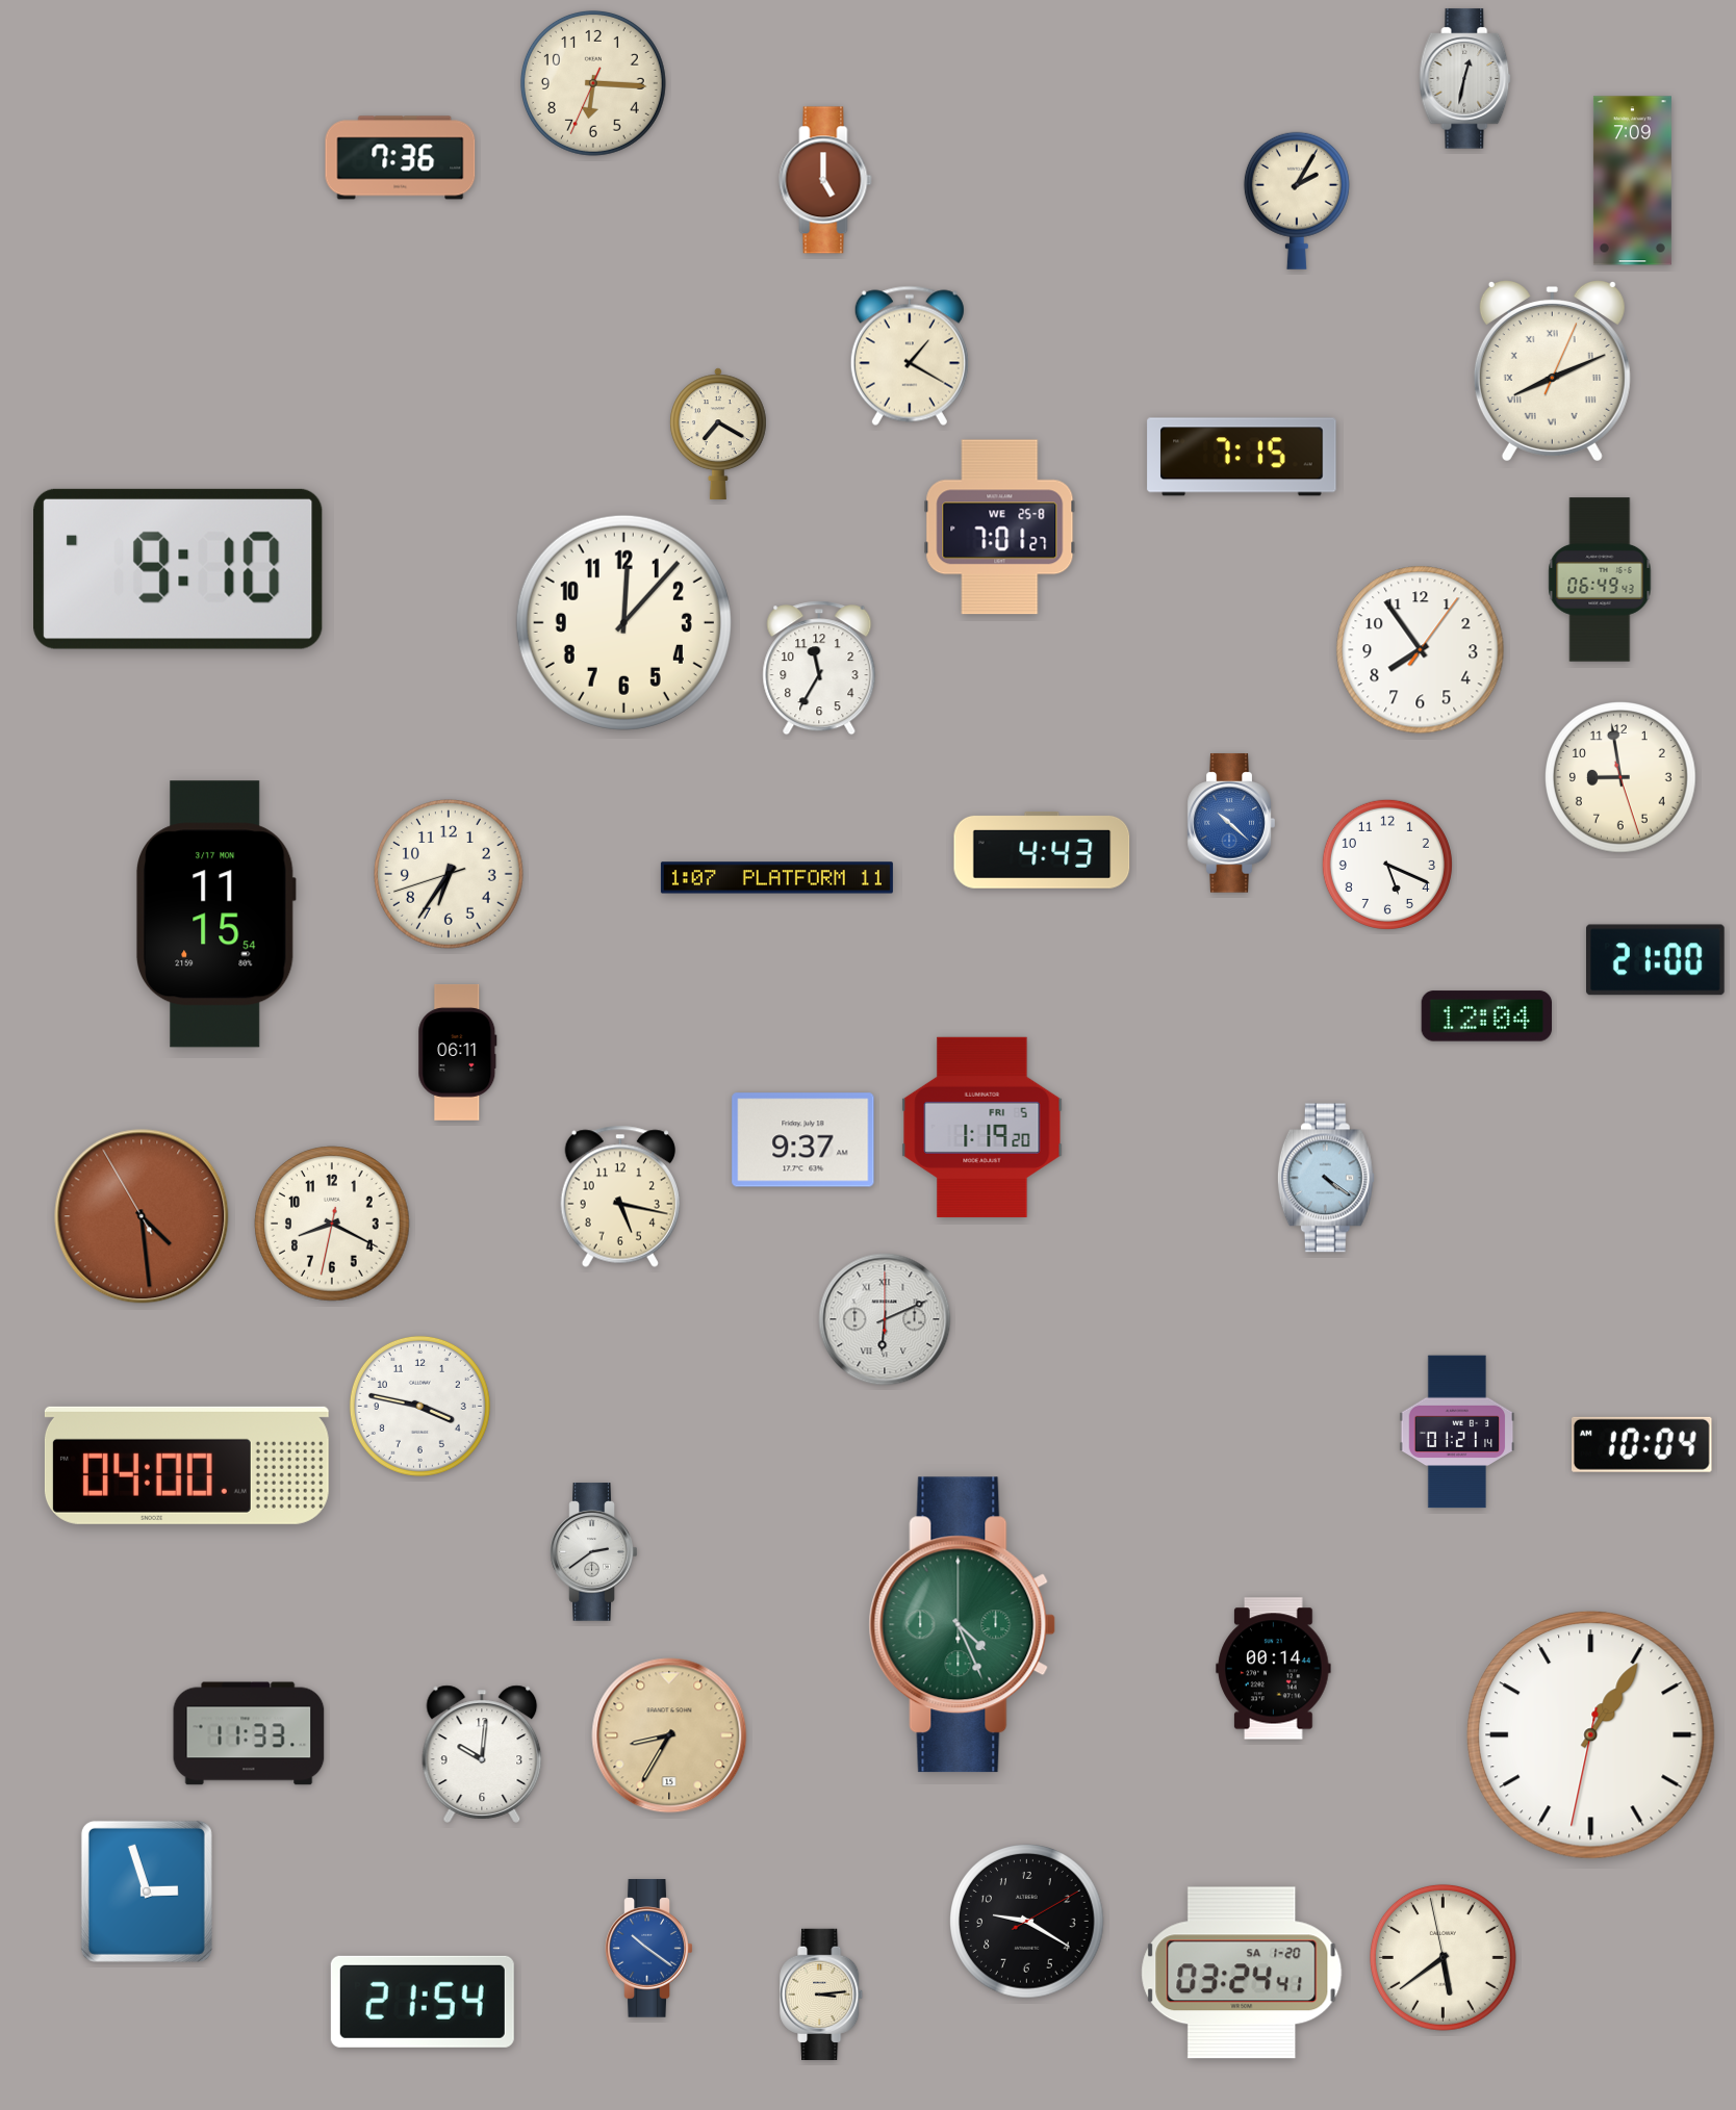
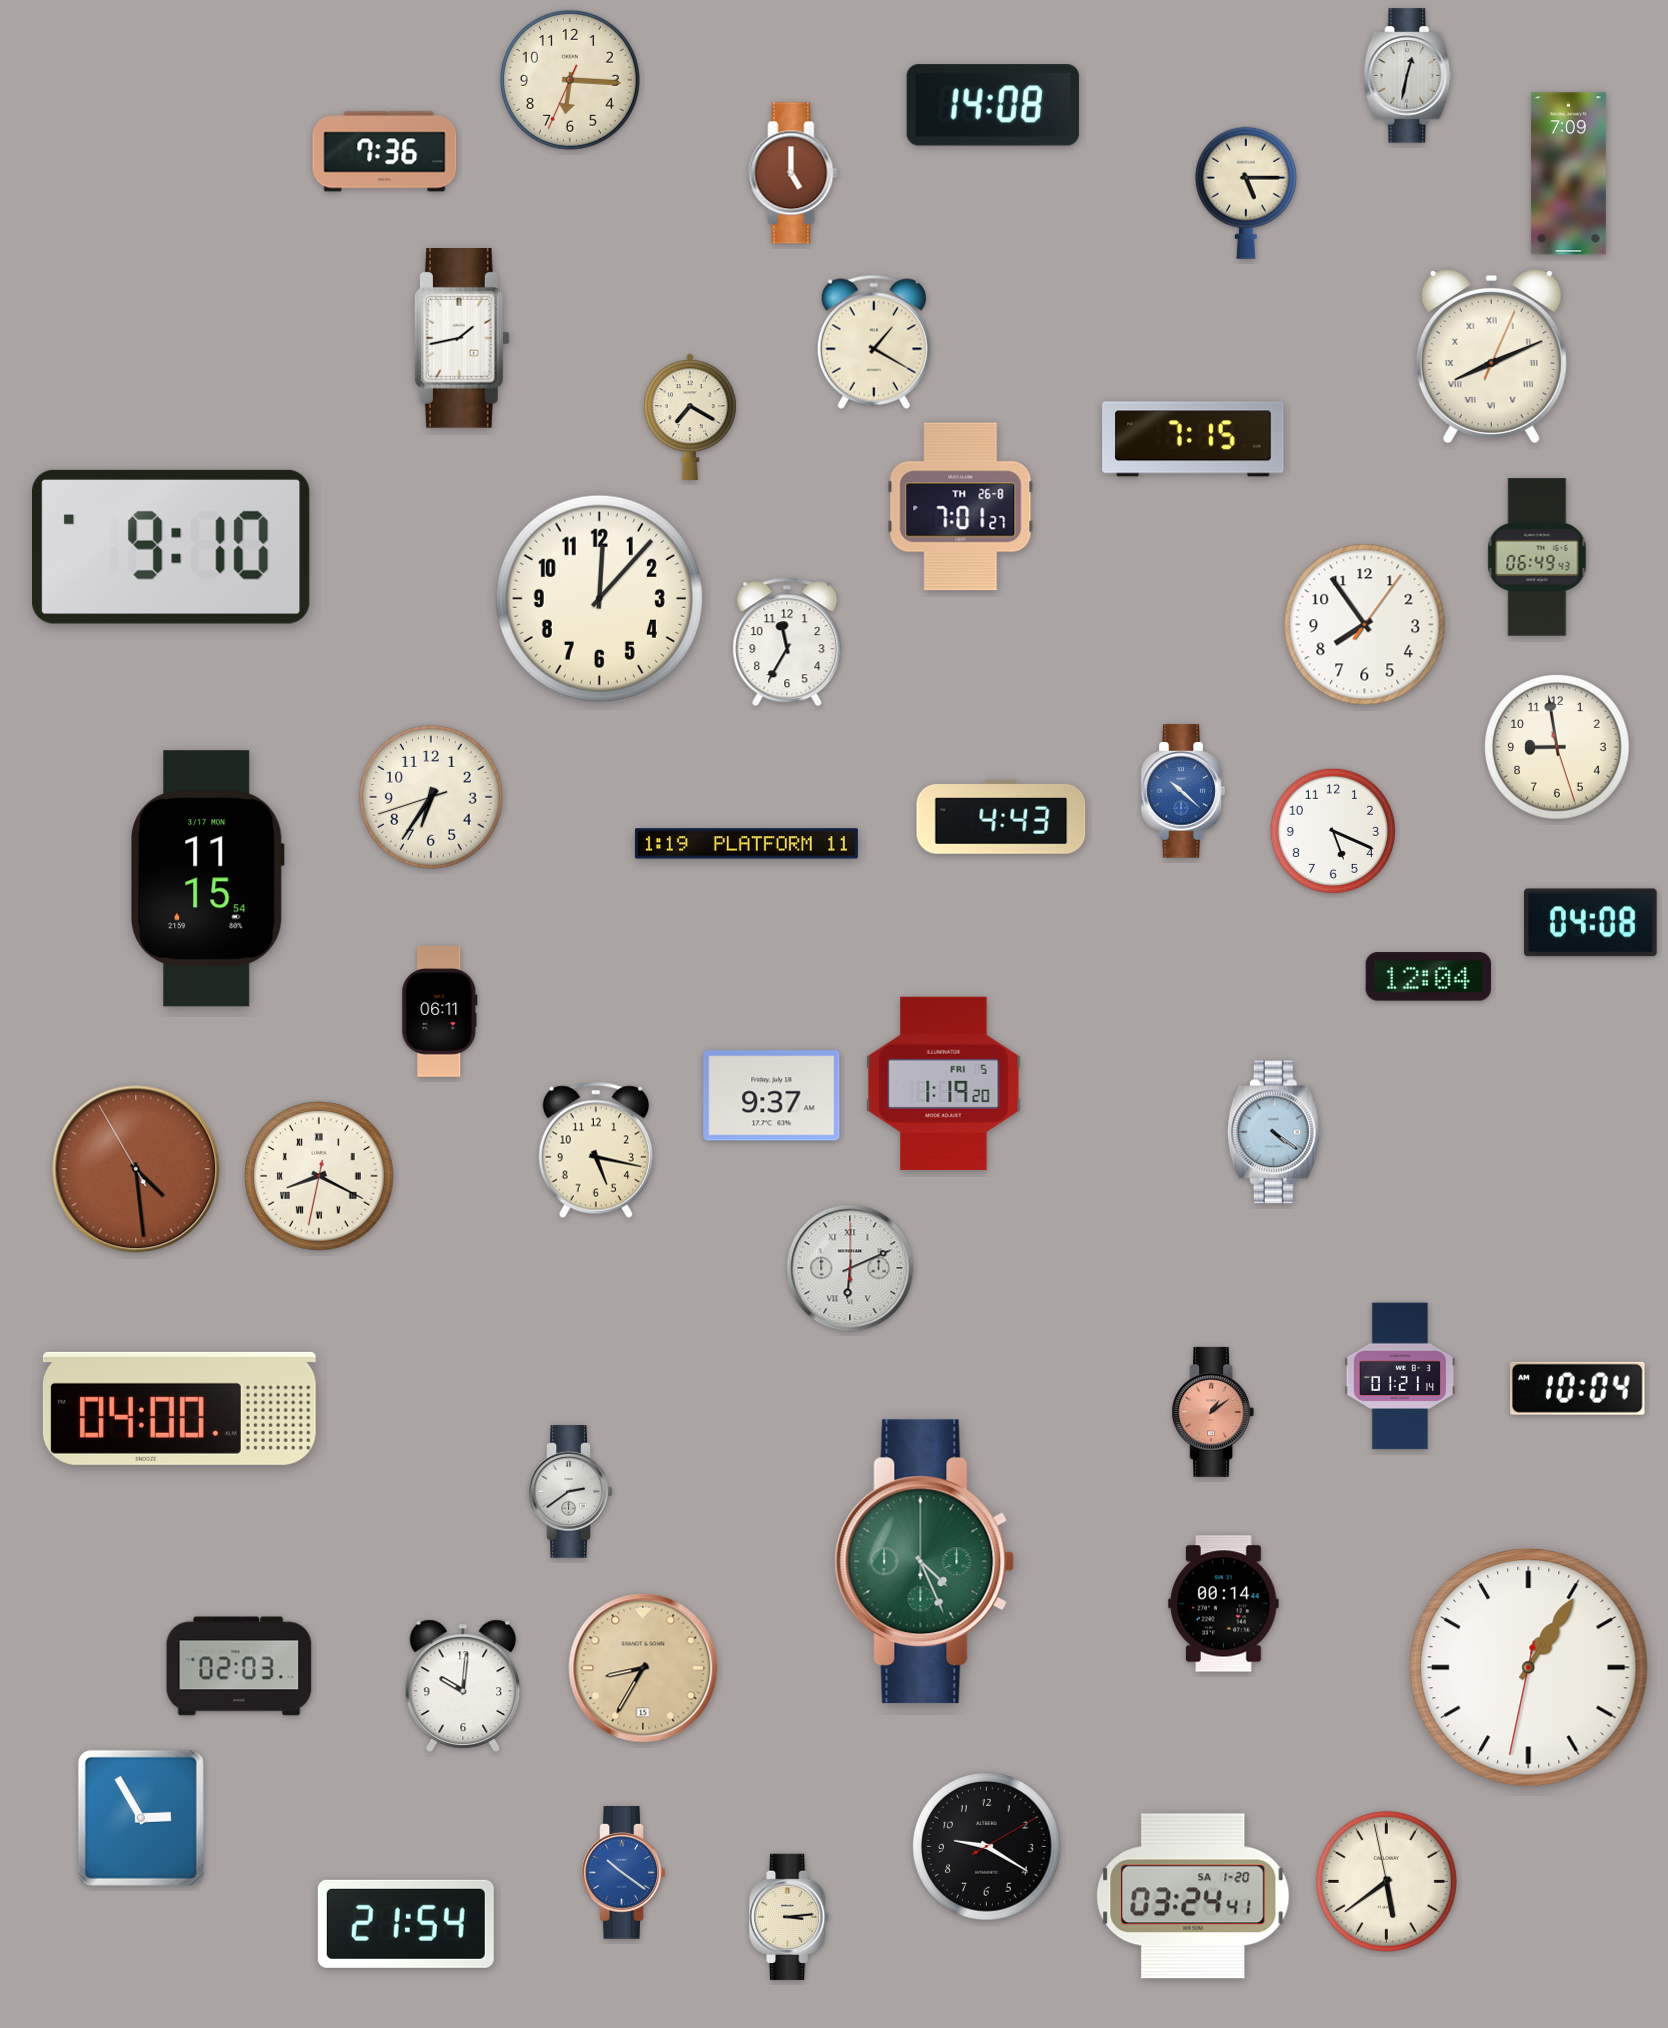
clock at (993, 105): none -> 14:08
clock at (1297, 201): 2:05 -> 5:15
clock at (462, 339): none -> 1:43
clock at (1000, 527) date: WE 25-8 -> TH 26-8
clock at (450, 875) position: (450, 875) -> (432, 798)
clock at (776, 878): 1:07 -> 1:19
clock at (1656, 960): 21:00 -> 04:08
clock at (332, 1224) numerals: Arabic -> Roman
clock at (419, 1406): 3:47 -> none
clock at (1213, 1412): none -> 1:09
clock at (249, 1733): 11:33 -> 02:03
clock at (147, 1892): 2:57 -> 2:55
